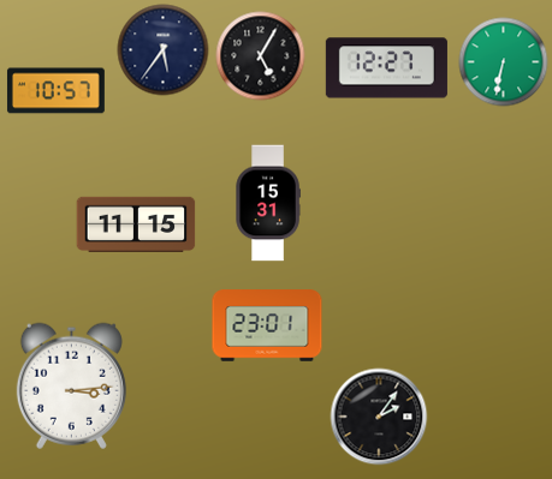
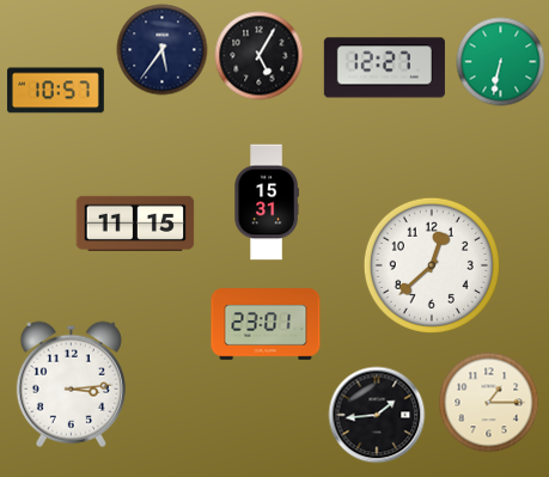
clock at (432, 265): none -> 12:38
clock at (489, 403): none -> 1:15
clock at (379, 417): 2:06 -> 1:44
